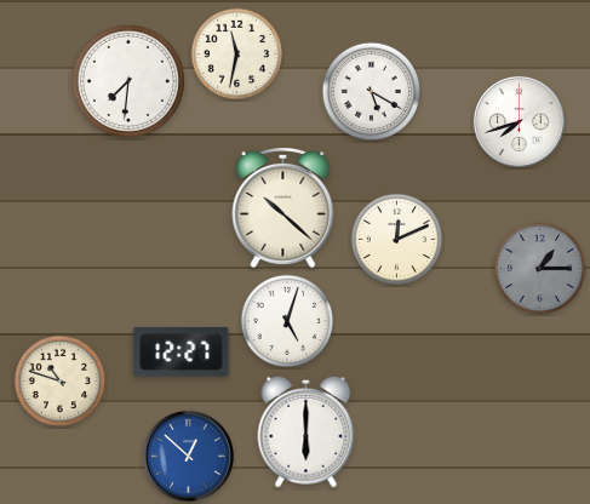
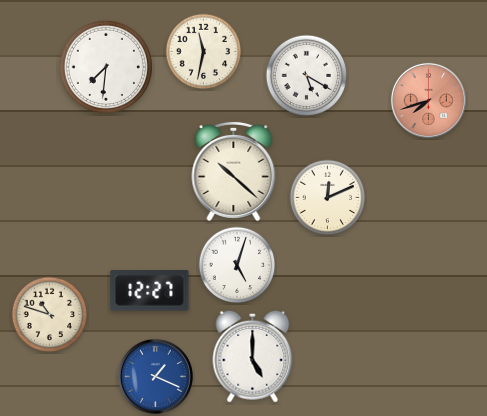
clock at (237, 55) position: (237, 55) -> (204, 52)
clock at (519, 121) dial: white -> salmon
clock at (540, 269): 1:15 -> none
clock at (307, 431): 6:00 -> 5:00
clock at (188, 456): 12:52 -> 1:19
